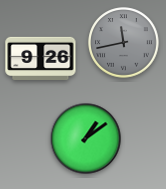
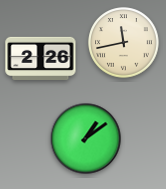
clock at (124, 43) dial: grey -> cream
clock at (41, 58): 9:26 -> 2:26
